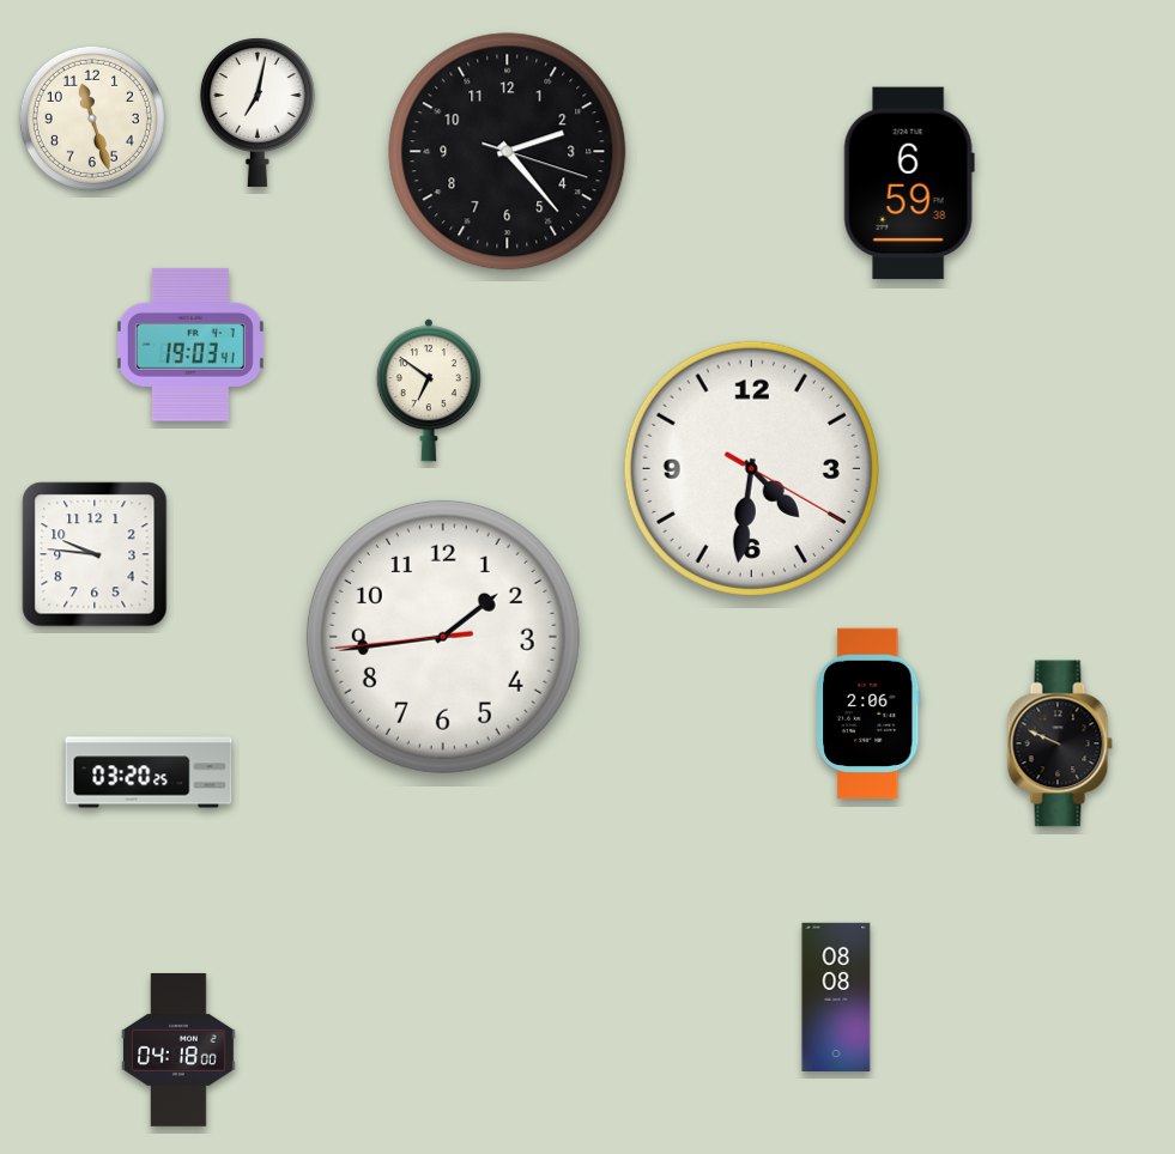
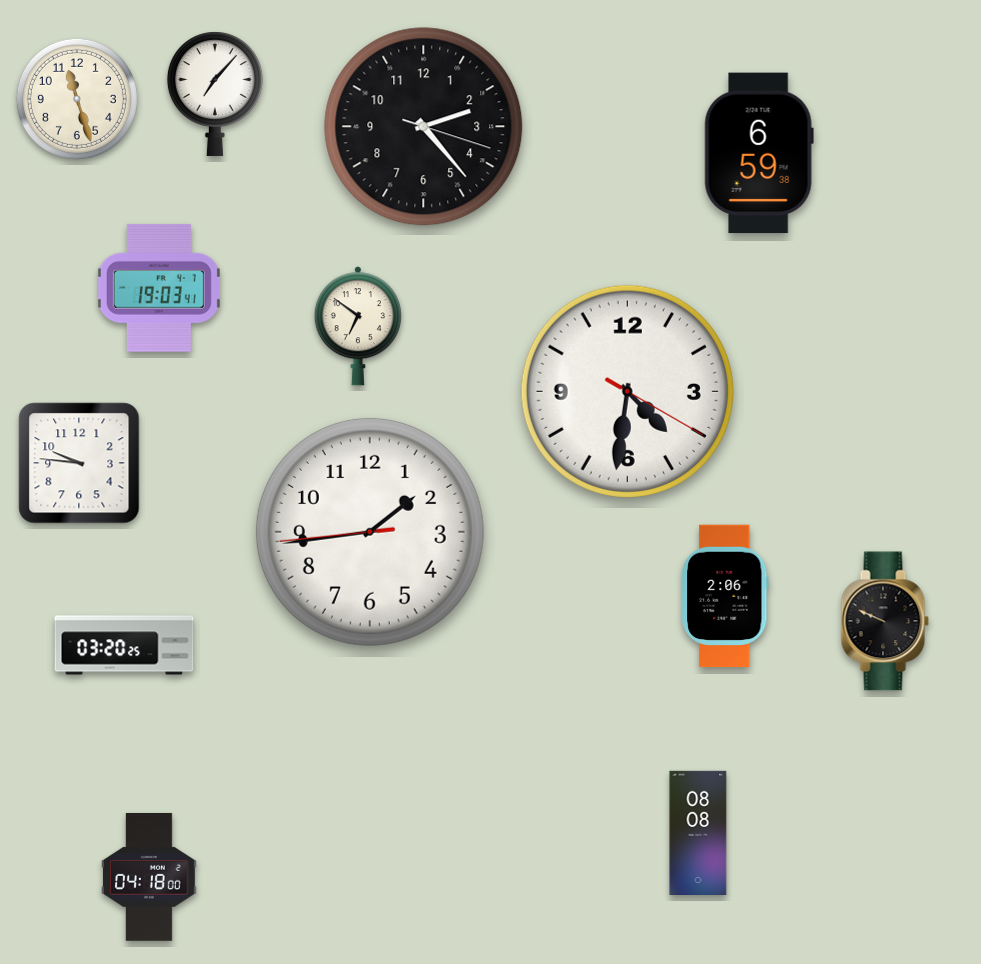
clock at (258, 113): 7:02 -> 7:07
